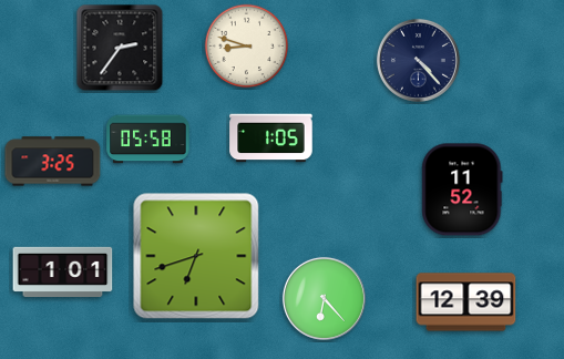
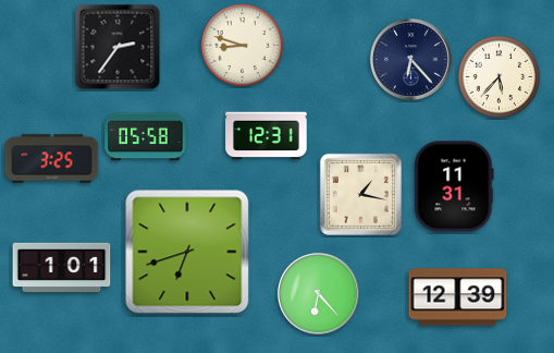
clock at (418, 60): 4:23 -> 6:23
clock at (500, 77): none -> 5:37
clock at (271, 139): 1:05 -> 12:31
clock at (462, 189): 11:52 -> 11:31
clock at (360, 194): none -> 1:17
clock at (196, 256) position: (196, 256) -> (187, 252)
